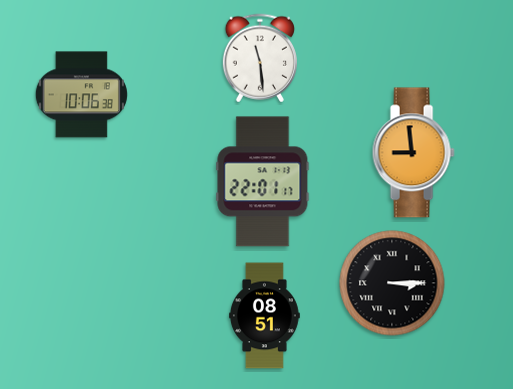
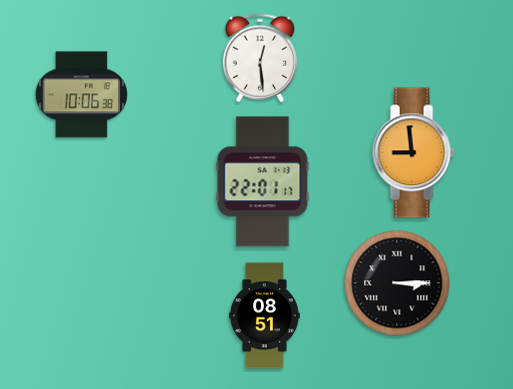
clock at (260, 58): 11:29 -> 12:29
clock at (392, 283) position: (392, 283) -> (397, 283)
